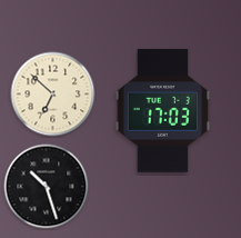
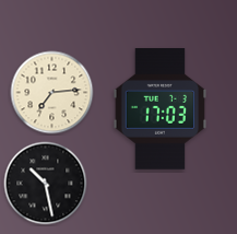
clock at (53, 95): 6:52 -> 7:14
clock at (47, 187): 10:27 -> 10:28
